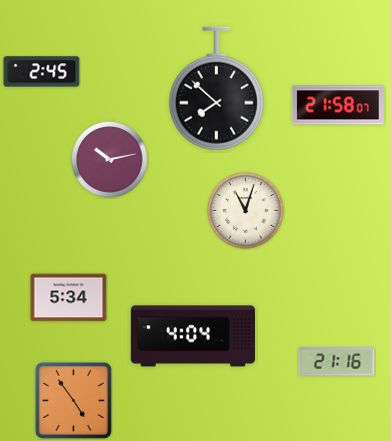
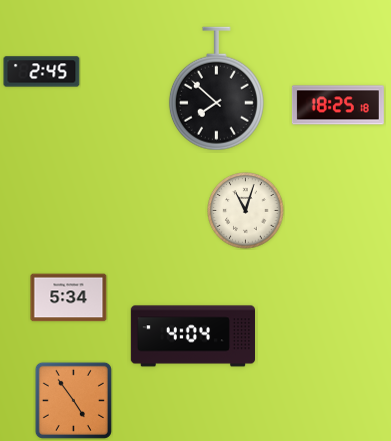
clock at (338, 105): 21:58 -> 18:25
clock at (110, 160): 10:13 -> none
clock at (337, 362): 21:16 -> none
